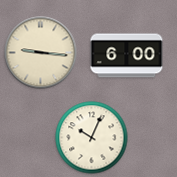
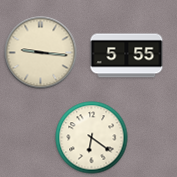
clock at (127, 56): 6:00 -> 5:55
clock at (92, 138): 10:04 -> 6:21
